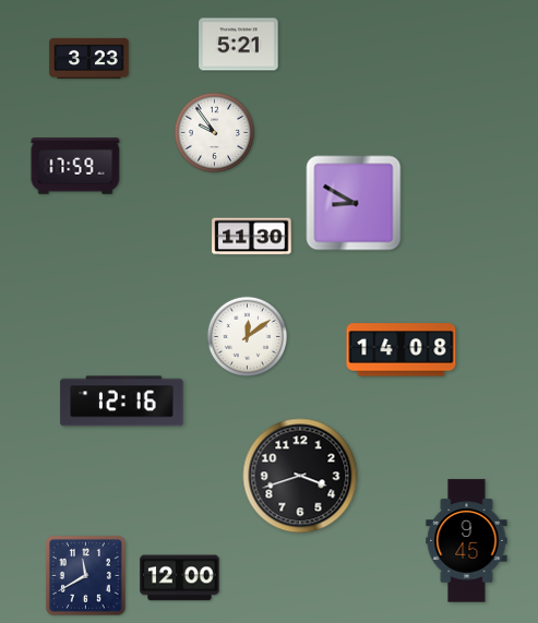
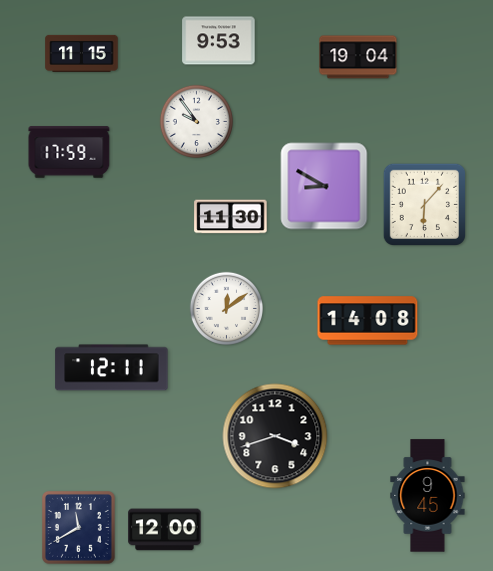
clock at (239, 45): 5:21 -> 9:53
clock at (89, 58): 3:23 -> 11:15
clock at (358, 57): none -> 19:04
clock at (424, 204): none -> 6:07
clock at (122, 402): 12:16 -> 12:11
